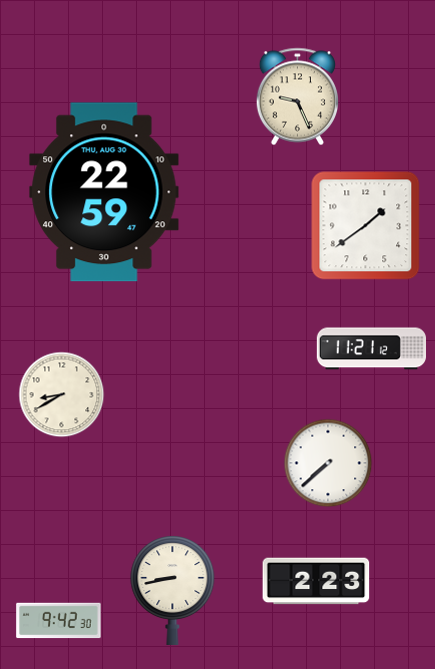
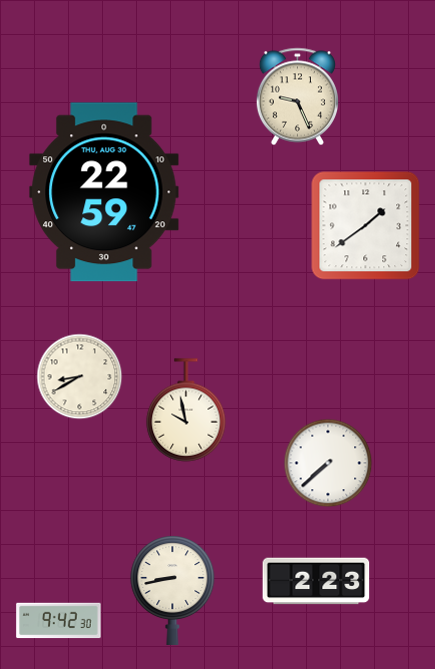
clock at (371, 349): 11:21 -> none
clock at (62, 395) position: (62, 395) -> (80, 377)
clock at (186, 410): none -> 9:58
